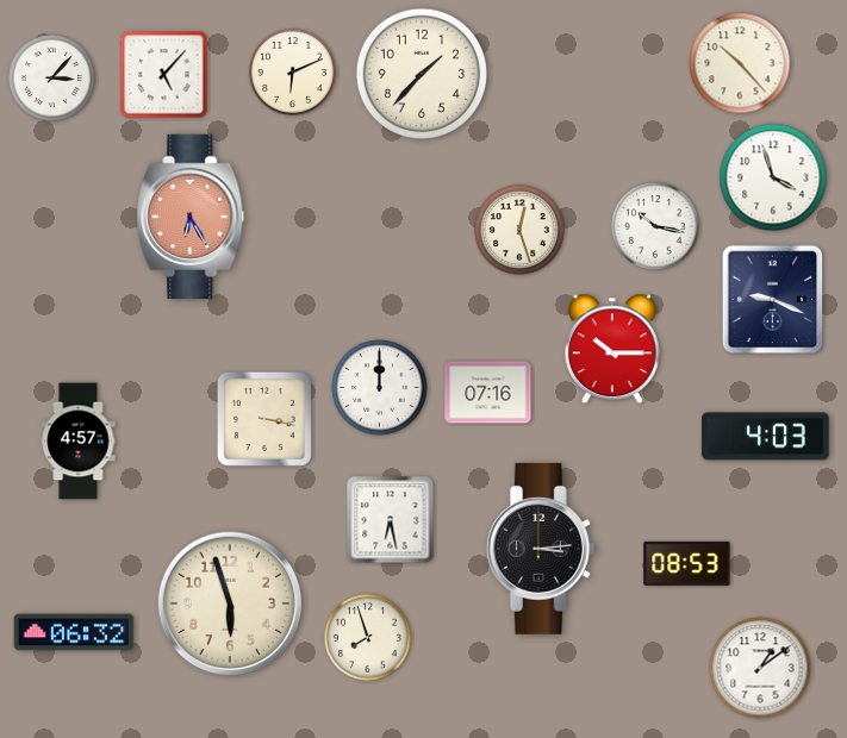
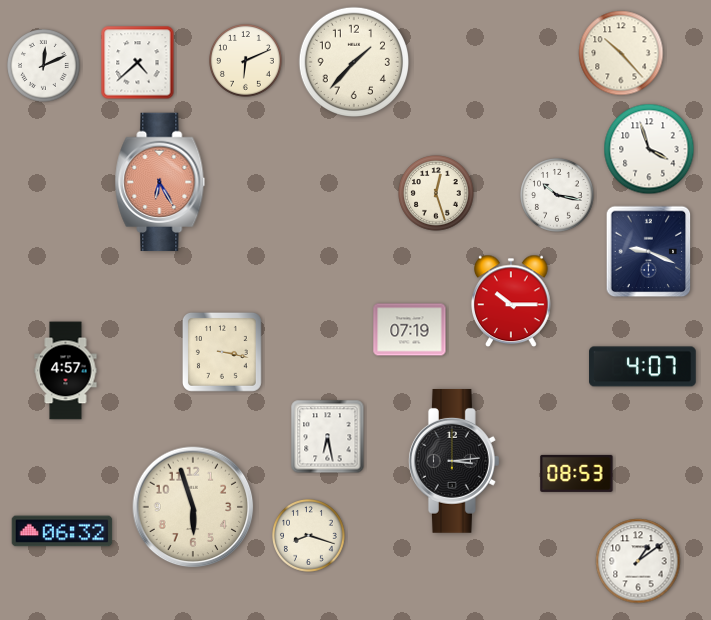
clock at (164, 75): 5:07 -> 4:38
clock at (52, 79): 3:07 -> 12:11
clock at (655, 226) position: (655, 226) -> (557, 195)
clock at (612, 349) position: (612, 349) -> (511, 301)
clock at (380, 388): 12:00 -> none
clock at (488, 393): 07:16 -> 07:19
clock at (766, 437): 4:03 -> 4:07
clock at (368, 638): 7:57 -> 8:18
